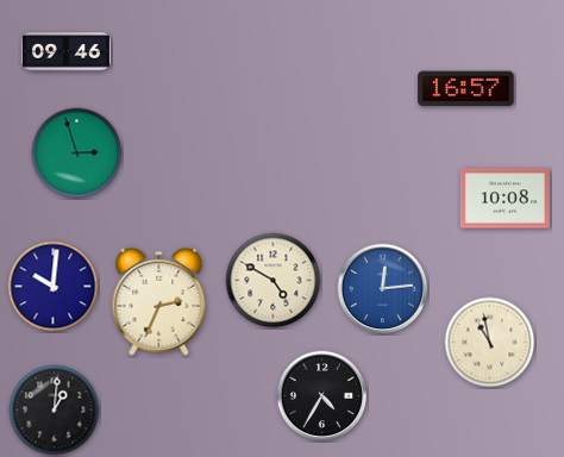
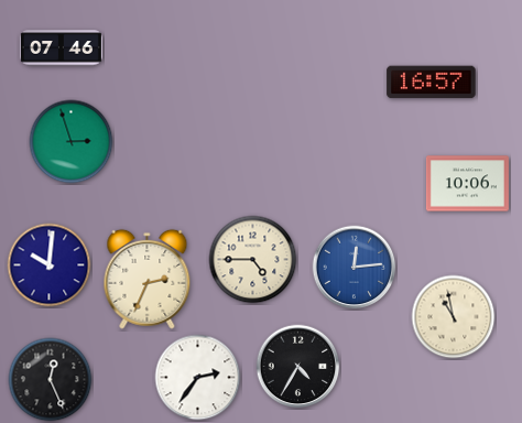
clock at (65, 52): 09:46 -> 07:46
clock at (505, 199): 10:08 -> 10:06
clock at (274, 281): 4:50 -> 4:45
clock at (198, 378): none -> 2:36
clock at (55, 411): 1:01 -> 12:26
